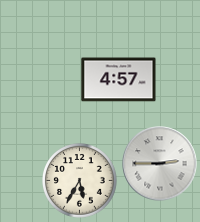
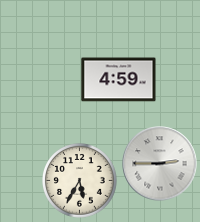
clock at (119, 80): 4:57 -> 4:59
